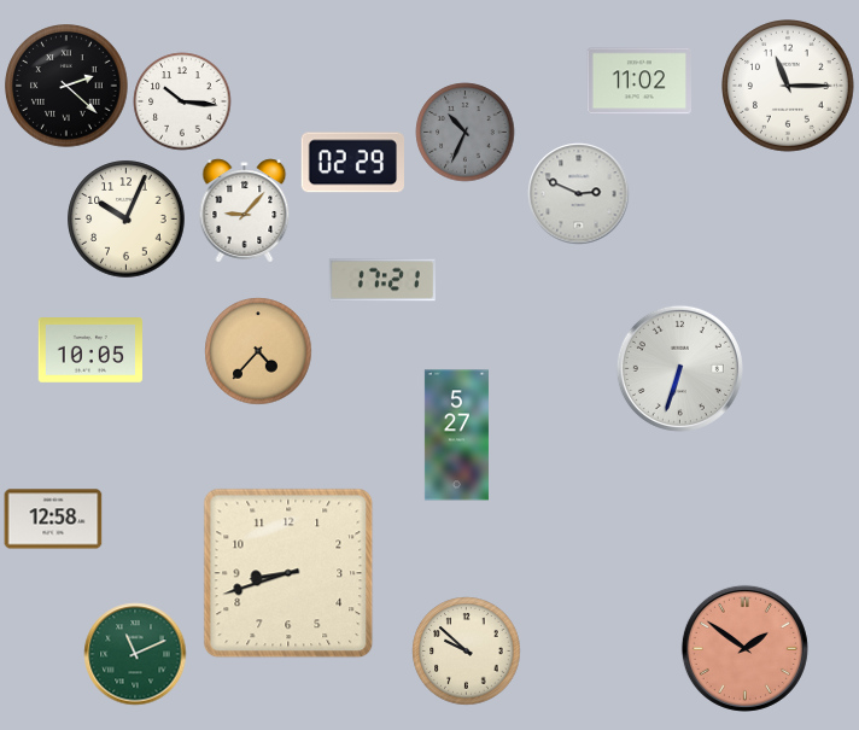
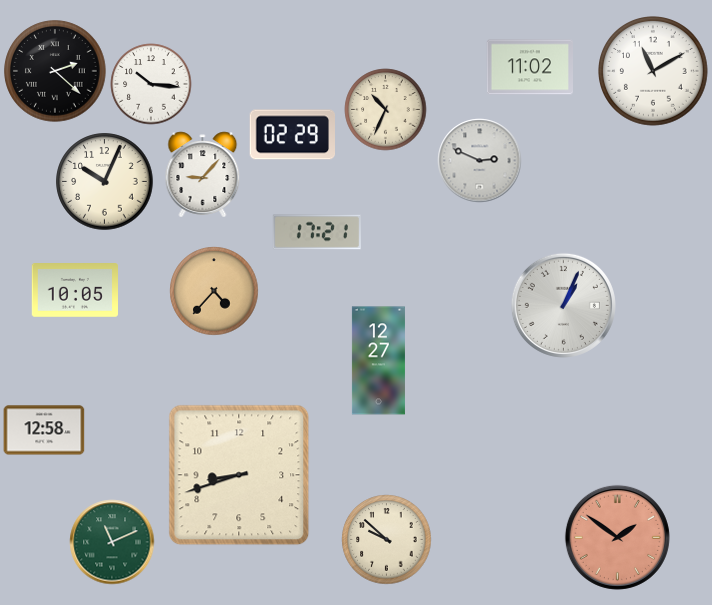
clock at (789, 87): 11:15 -> 11:10
clock at (466, 133) dial: grey -> cream
clock at (679, 368): 6:33 -> 1:04
clock at (456, 436): 5:27 -> 12:27
